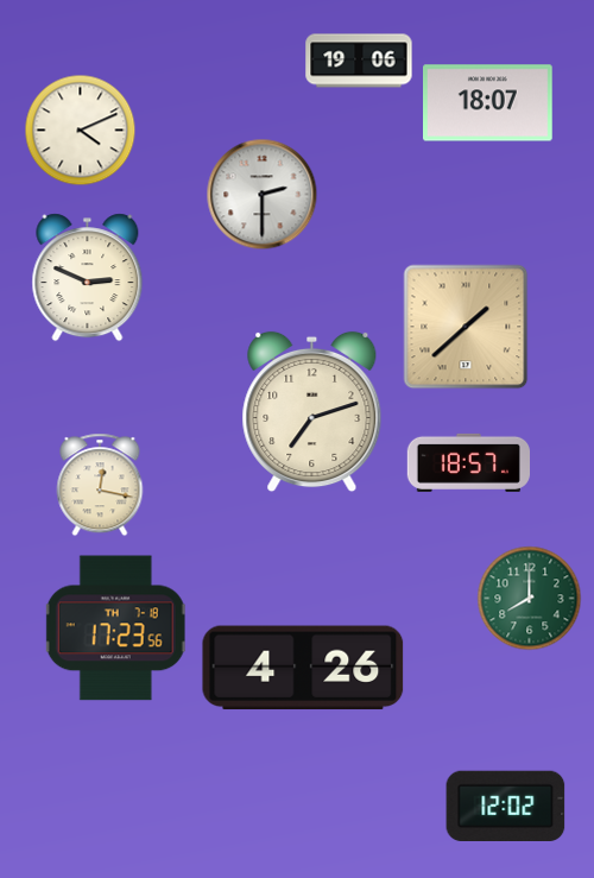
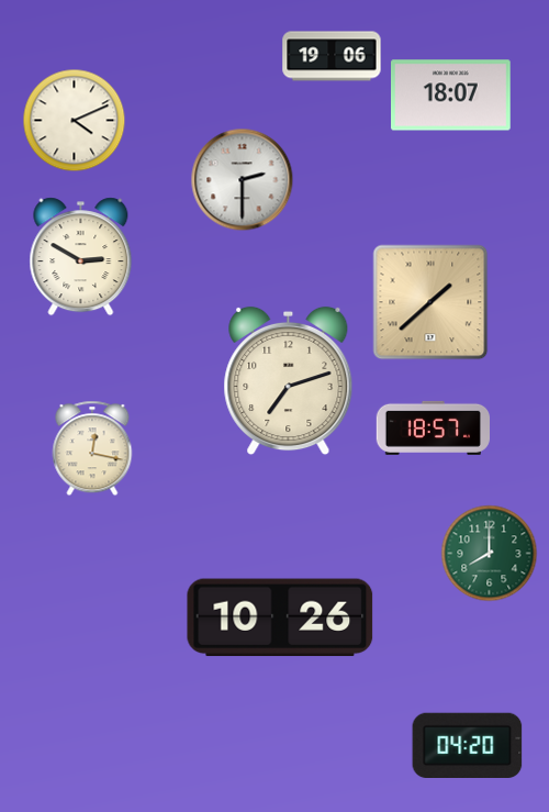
clock at (88, 278): 2:49 -> 2:50
clock at (115, 629): 17:23 -> none
clock at (303, 668): 4:26 -> 10:26
clock at (506, 806): 12:02 -> 04:20
